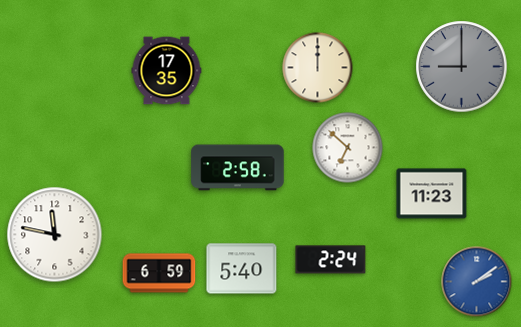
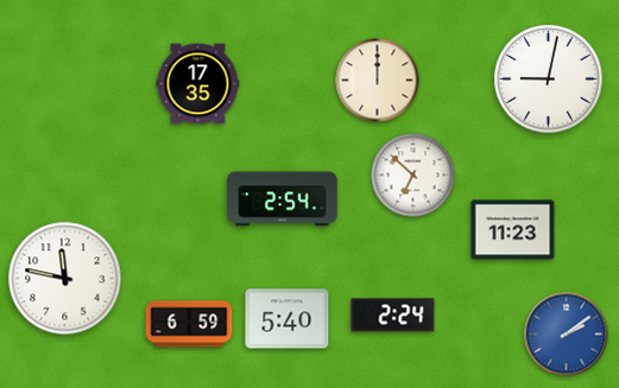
clock at (462, 67): 9:00 -> 9:02
clock at (462, 67) dial: grey -> white
clock at (238, 168): 2:58 -> 2:54
clock at (331, 260) position: (331, 260) -> (393, 316)
